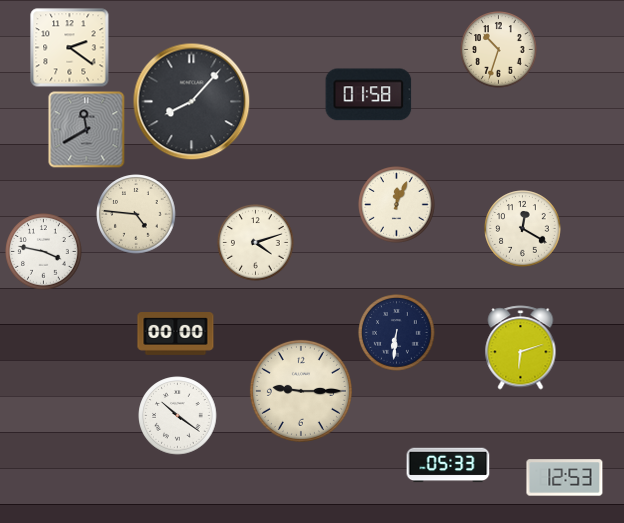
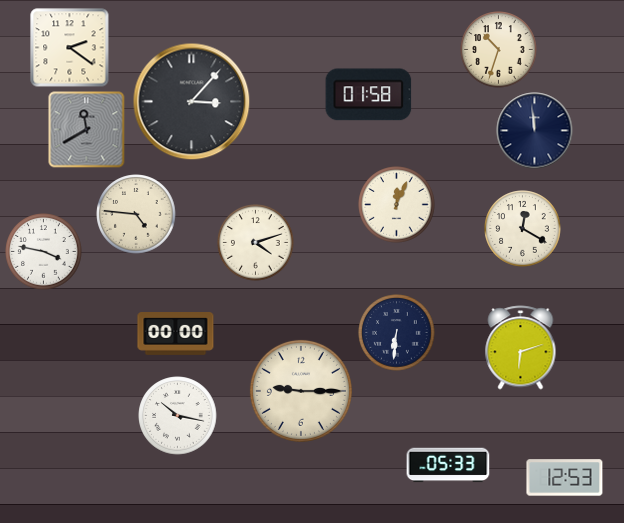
clock at (192, 102): 8:07 -> 3:07
clock at (535, 131): none -> 11:59
clock at (178, 416): 10:21 -> 10:17
